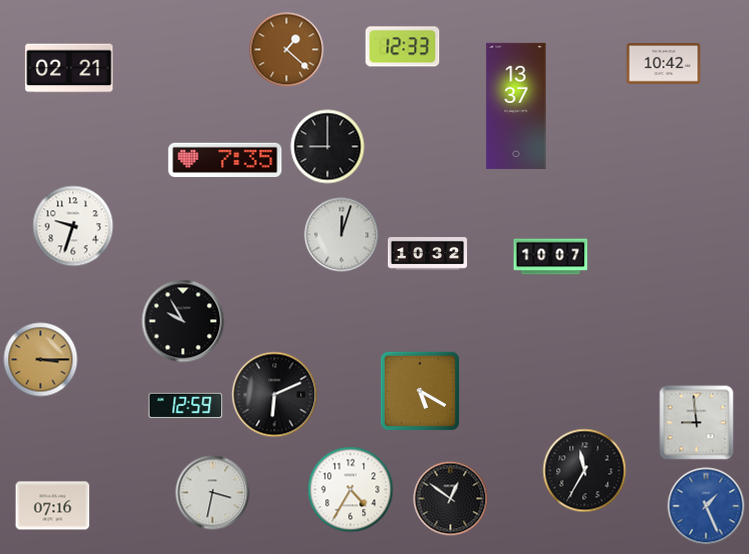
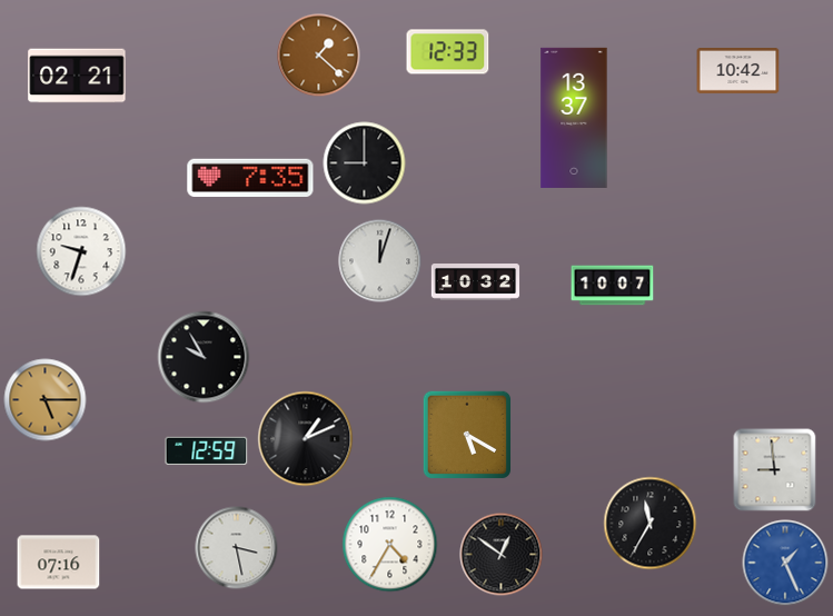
clock at (41, 360): 3:15 -> 5:15
clock at (275, 395): 6:11 -> 1:11
clock at (213, 493): 3:32 -> 3:28
